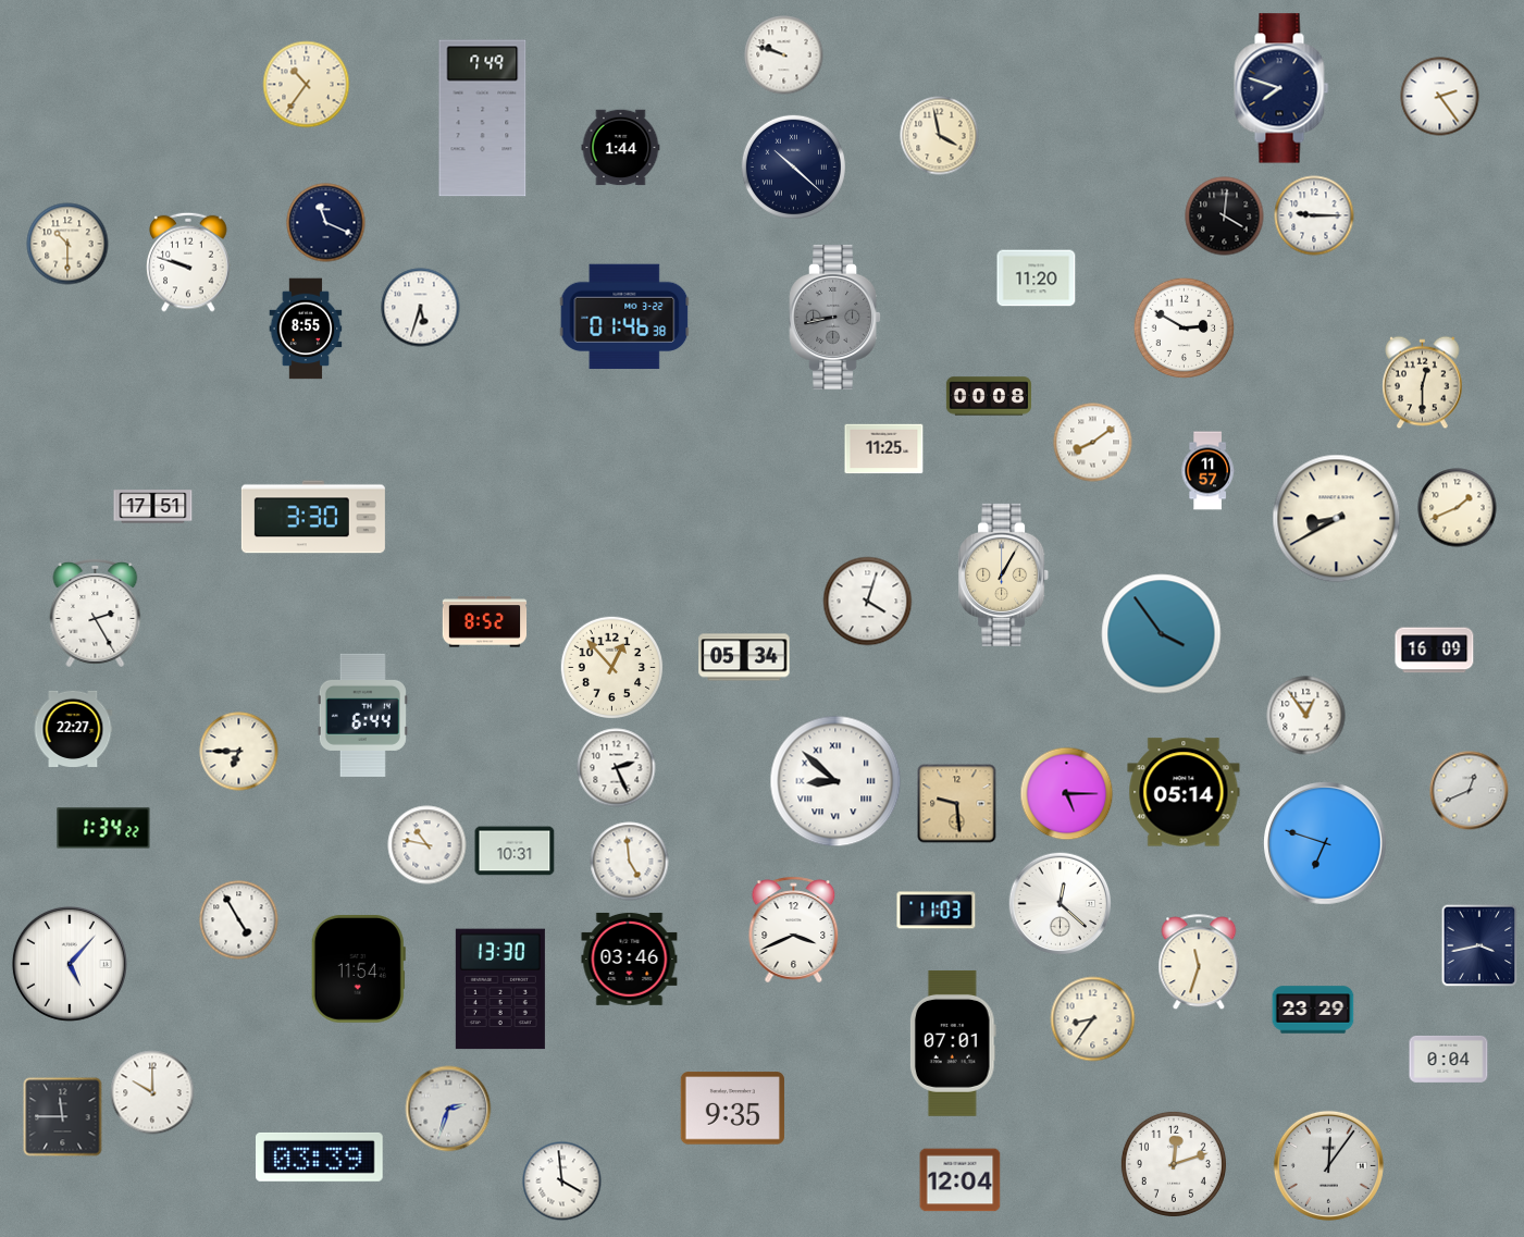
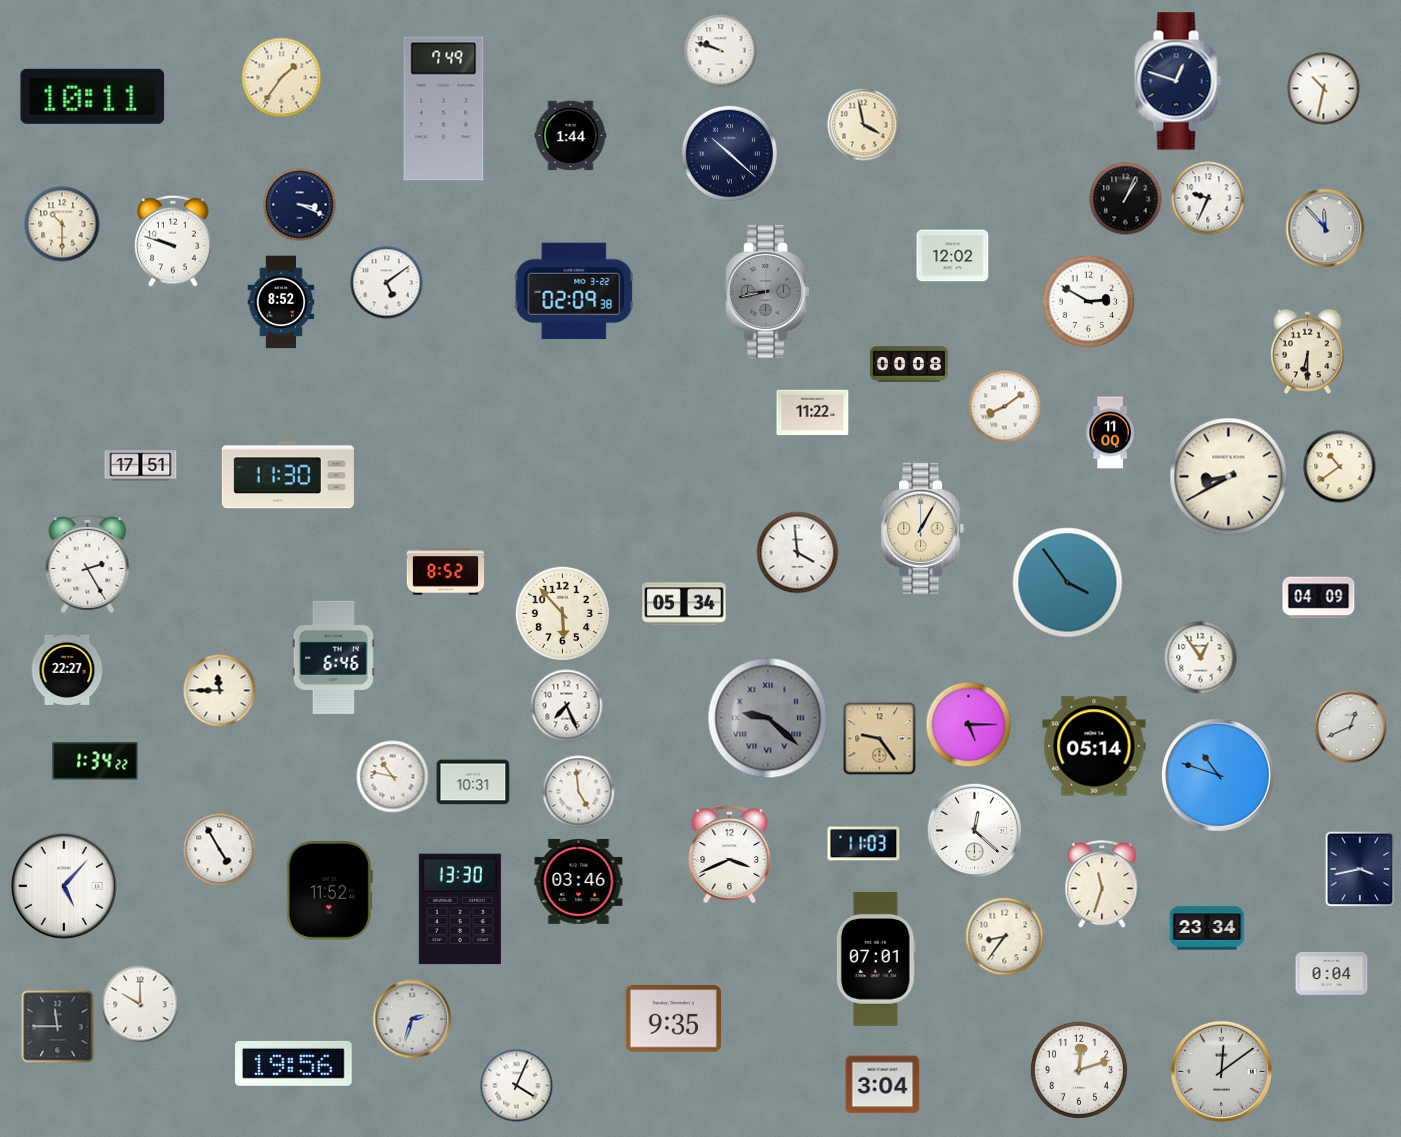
clock at (307, 85): 10:36 -> 1:36
clock at (1281, 88): 7:48 -> 12:48
clock at (1440, 97): 2:24 -> 10:32
clock at (93, 96): none -> 10:11
clock at (1314, 215): 9:15 -> 9:34
clock at (1225, 217): 4:01 -> 1:04
clock at (326, 223): 11:19 -> 3:19
clock at (1325, 228): none -> 11:53
clock at (1037, 279): 11:20 -> 12:02
clock at (421, 308): 5:33 -> 5:09
clock at (624, 317): 01:46 -> 02:09
clock at (306, 329): 8:55 -> 8:52
clock at (1423, 383): 12:30 -> 6:30
clock at (884, 449): 11:25 -> 11:22
clock at (1207, 471): 11:57 -> 11:00
clock at (1458, 508): 1:41 -> 10:39
clock at (313, 517): 3:30 -> 11:30
clock at (868, 602): 4:03 -> 3:59
clock at (1435, 651): 16:09 -> 04:09
clock at (611, 667): 12:53 -> 5:53
clock at (362, 715): 6:44 -> 6:46
clock at (239, 752): 6:45 -> 11:45
clock at (617, 768): 2:26 -> 7:26
clock at (835, 781): 8:52 -> 9:22
clock at (835, 781) dial: white -> grey
clock at (1184, 792) position: (1184, 792) -> (1094, 746)
clock at (1067, 794) position: (1067, 794) -> (969, 725)
clock at (957, 804): 9:29 -> 9:24
clock at (1326, 844): 6:48 -> 10:48
clock at (937, 911) position: (937, 911) -> (864, 844)
clock at (239, 920) position: (239, 920) -> (220, 850)
clock at (358, 969): 11:54 -> 11:52
clock at (1313, 1010): 23:29 -> 23:34
clock at (320, 1156): 03:39 -> 19:56
clock at (1328, 1165): 12:06 -> 12:09
clock at (961, 1180): 12:04 -> 3:04
clock at (562, 1182): 3:59 -> 4:04
